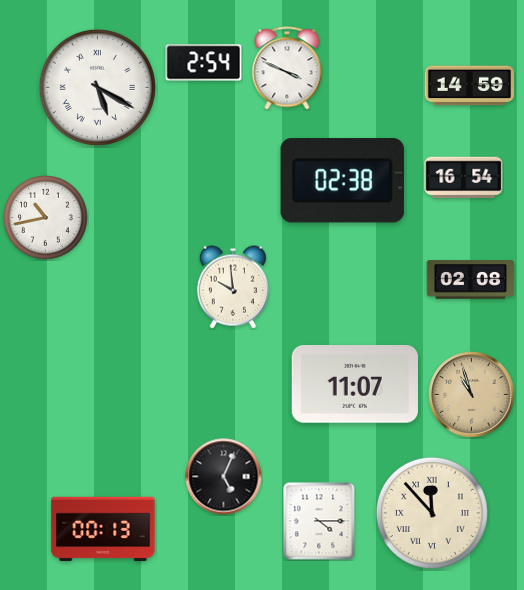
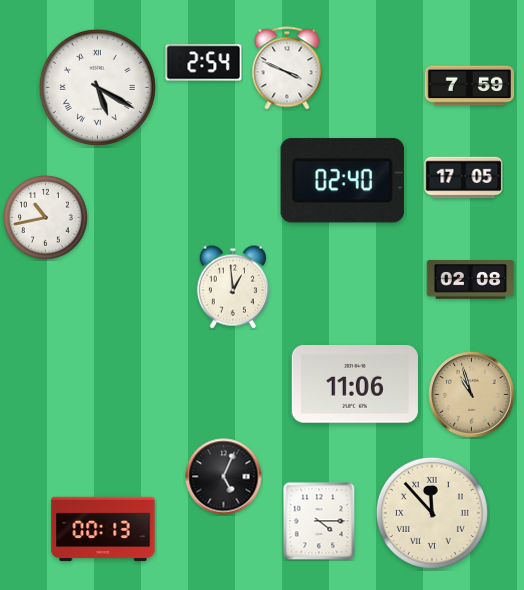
clock at (469, 86): 14:59 -> 7:59
clock at (464, 178): 16:54 -> 17:05
clock at (342, 181): 02:38 -> 02:40
clock at (233, 287): 9:59 -> 12:59
clock at (355, 385): 11:07 -> 11:06
